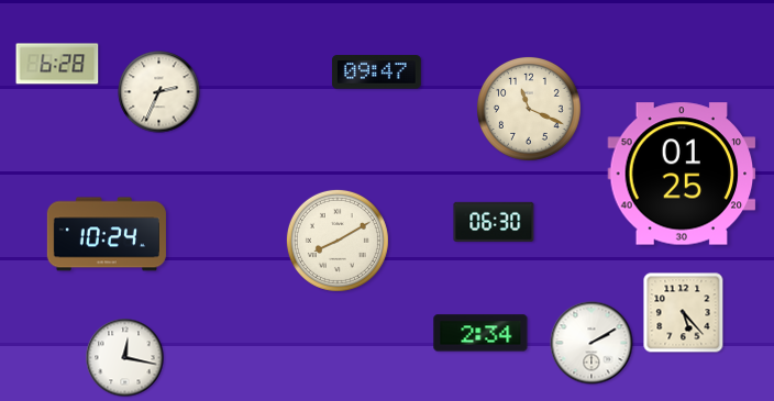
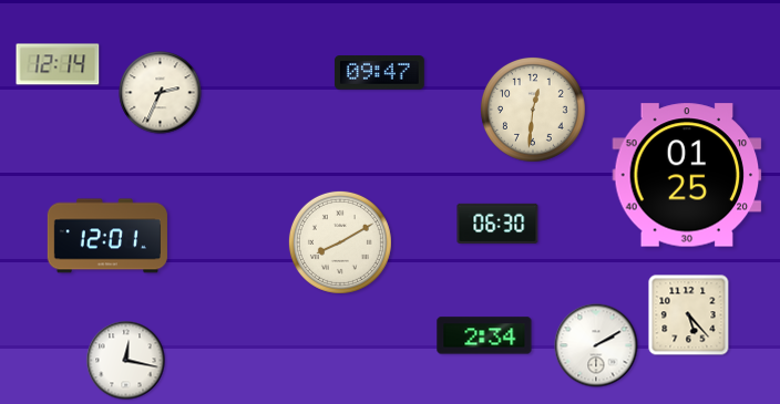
clock at (57, 64): 6:28 -> 12:14
clock at (529, 109): 11:19 -> 12:31
clock at (107, 234): 10:24 -> 12:01
